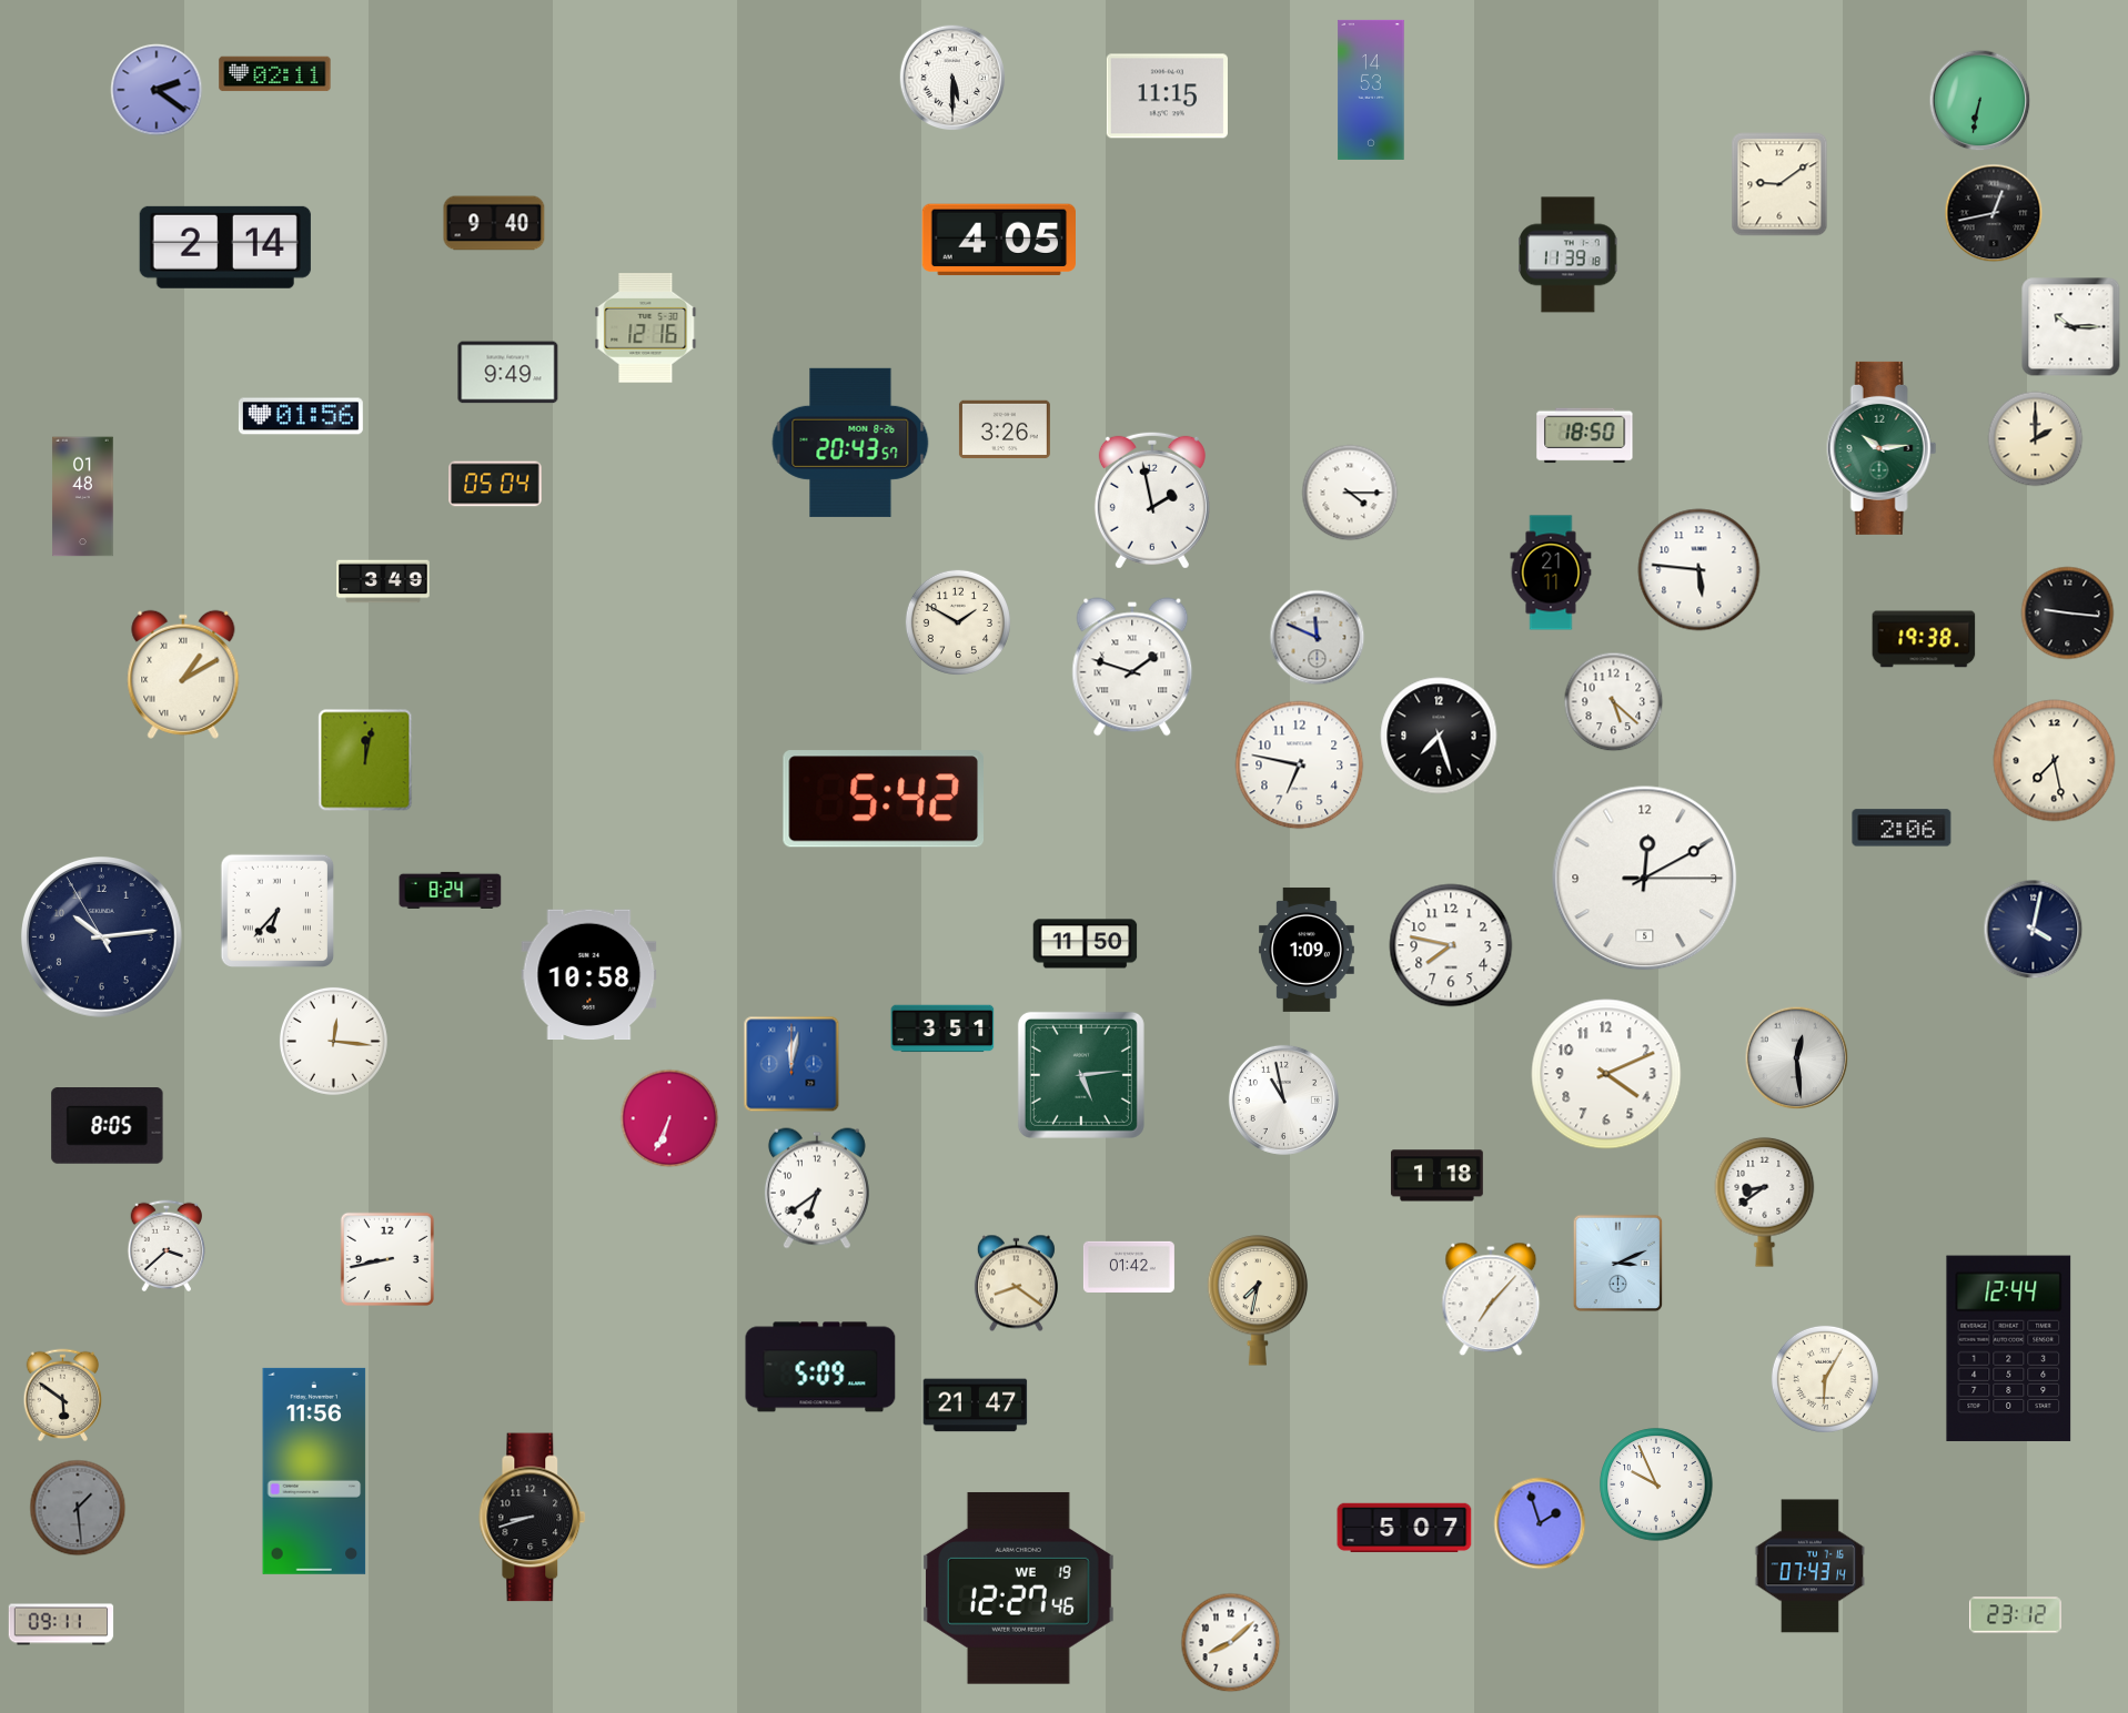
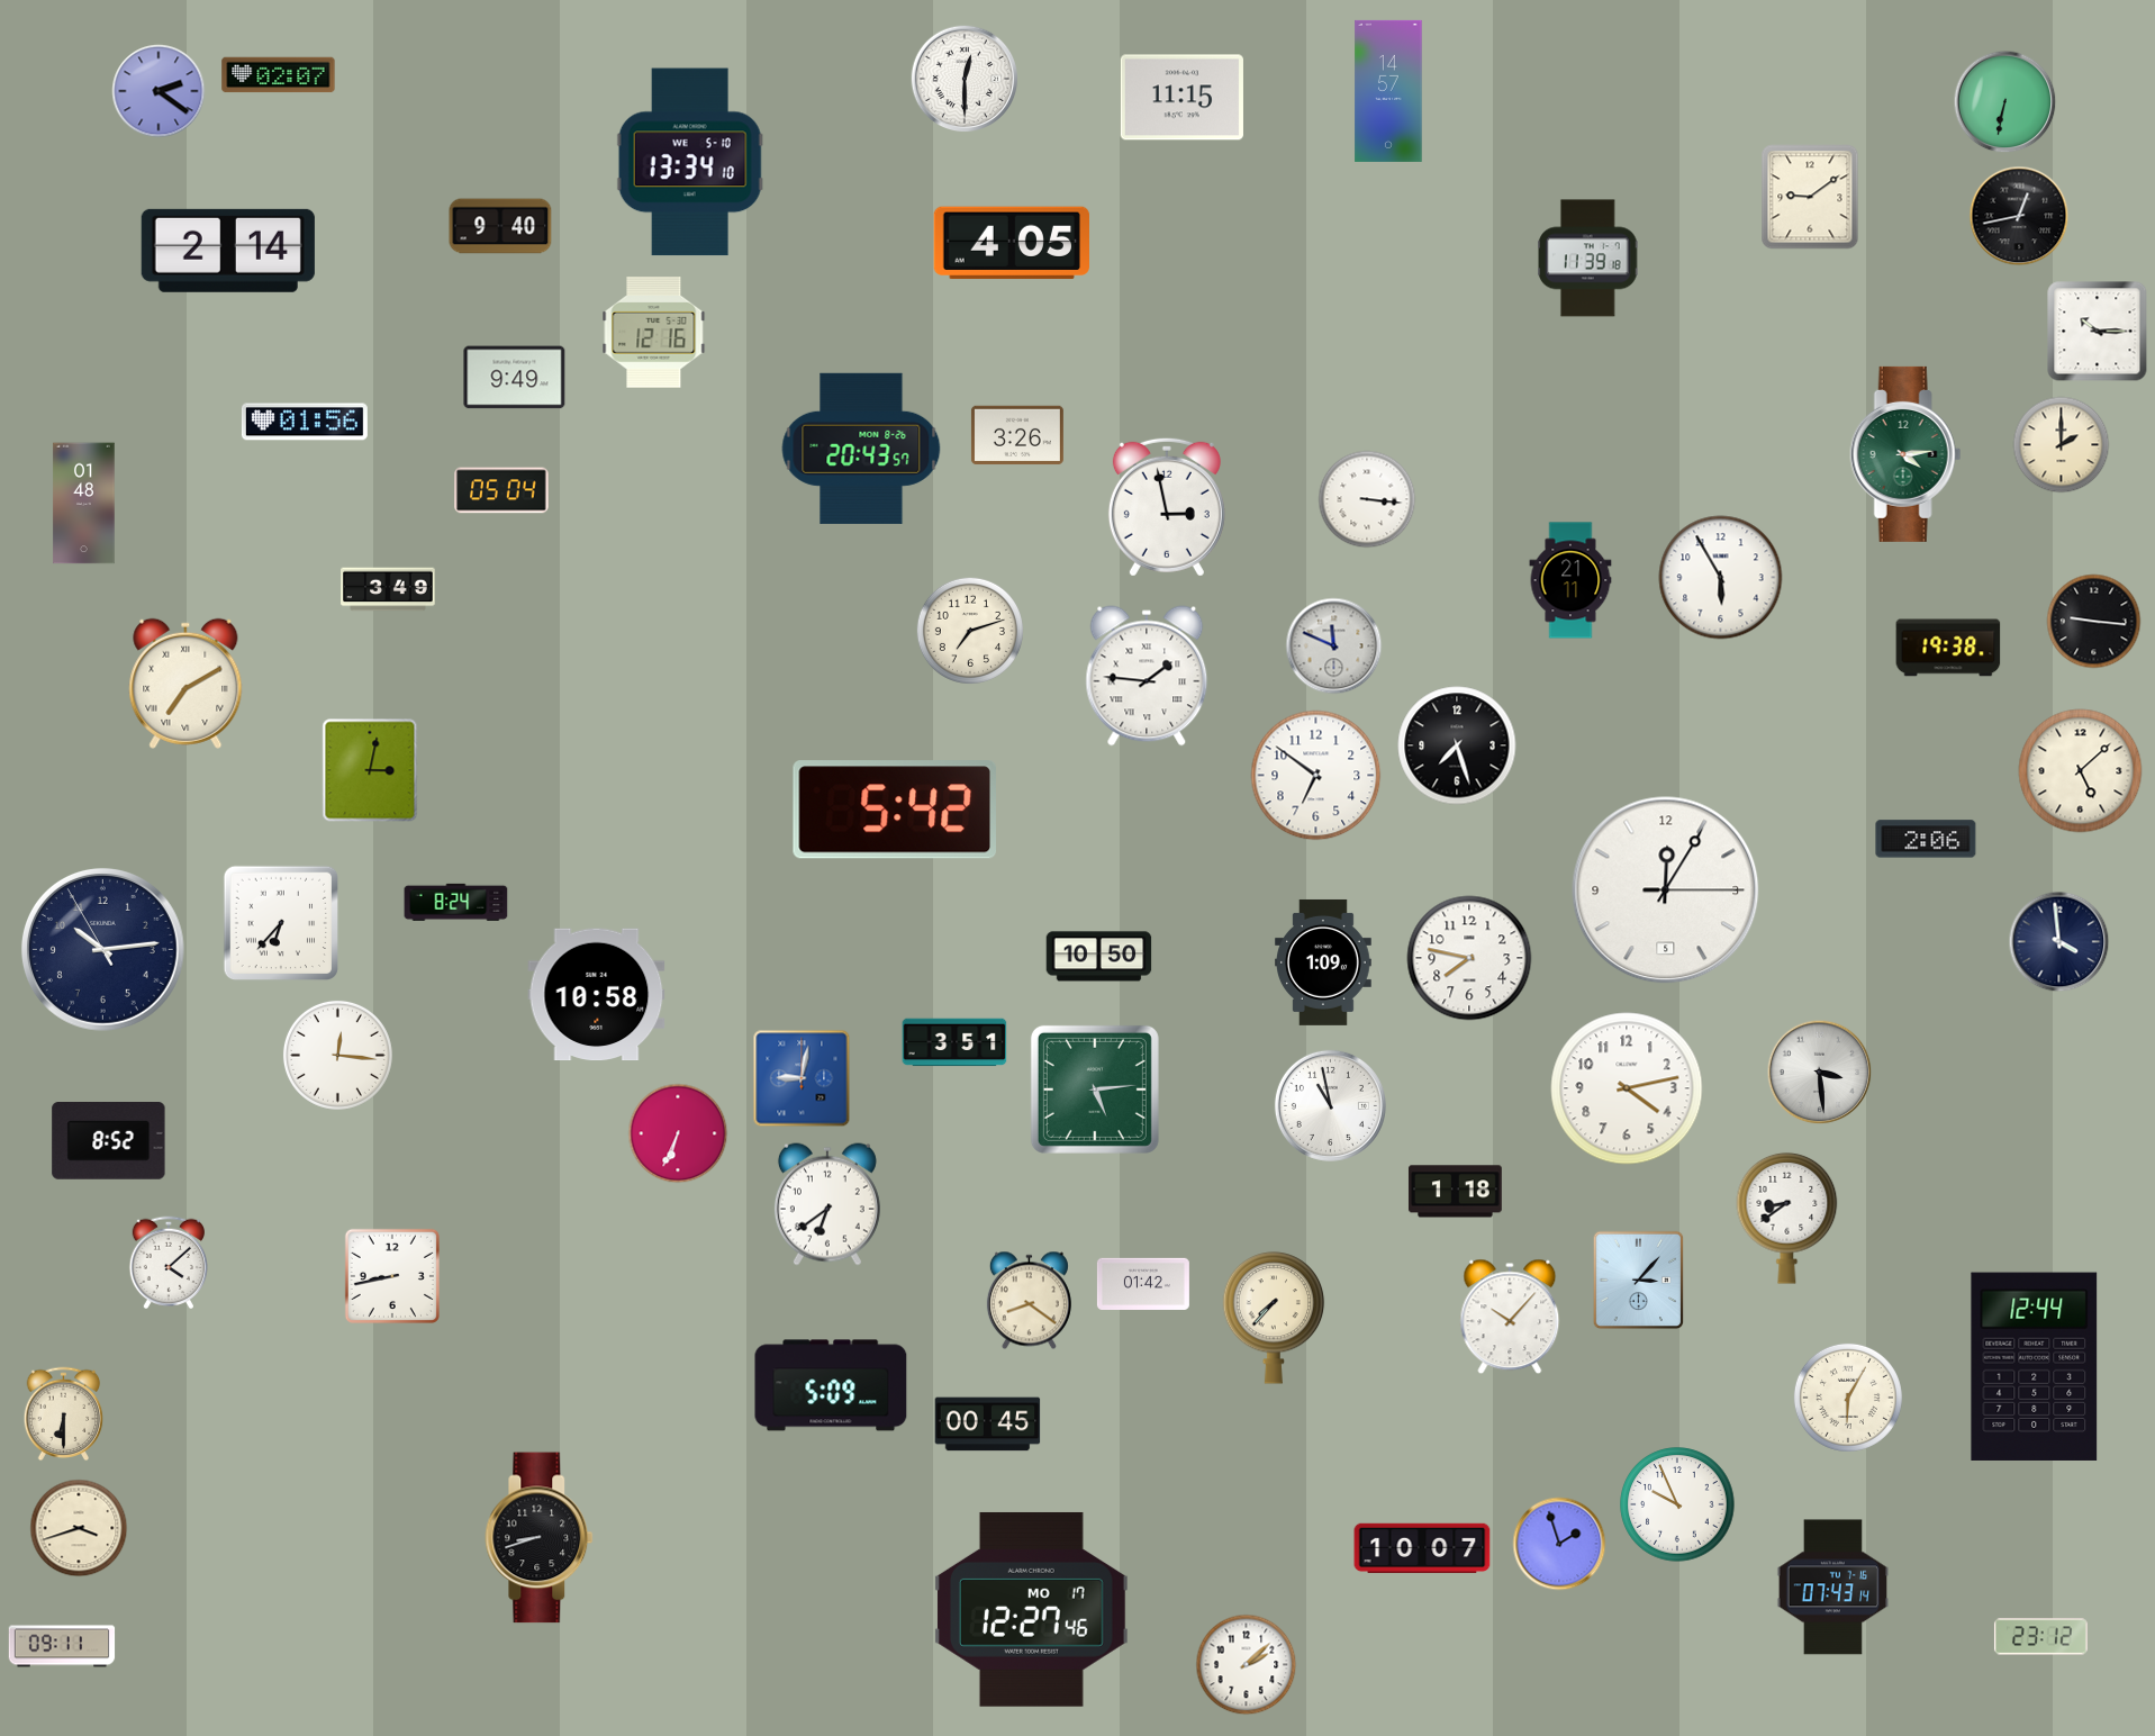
clock at (275, 74): 02:11 -> 02:07
clock at (952, 78): 5:30 -> 12:30
clock at (1371, 90): 14:53 -> 14:57
clock at (690, 162): none -> 13:34
clock at (1779, 184) position: (1779, 184) -> (1810, 197)
clock at (1585, 436): 18:50 -> none
clock at (1882, 448): 10:14 -> 4:14
clock at (1350, 493): 4:15 -> 3:16
clock at (1152, 500): 1:58 -> 2:58
clock at (1700, 570): 5:46 -> 5:55
clock at (958, 622): 1:50 -> 7:12
clock at (1132, 667): 1:48 -> 1:46
clock at (183, 675): 1:10 -> 7:10
clock at (1614, 702): 5:22 -> none
clock at (365, 760): 12:02 -> 3:02
clock at (2055, 761): 7:28 -> 5:08
clock at (1300, 766): 6:47 -> 6:51
clock at (1645, 879): 12:10 -> 12:05
clock at (2034, 930): 4:02 -> 3:59
clock at (1086, 944): 11:50 -> 10:50
clock at (589, 975) position: (589, 975) -> (597, 995)
clock at (1797, 1058): 12:29 -> 3:29
clock at (791, 1064): 12:02 -> 9:02
clock at (1606, 1074): 4:11 -> 4:13
clock at (1283, 1099) position: (1283, 1099) -> (1330, 1105)
clock at (108, 1126): 8:05 -> 8:52
clock at (167, 1245): 3:38 -> 4:08
clock at (1618, 1264): 3:11 -> 3:07
clock at (1491, 1299): 7:07 -> 10:07
clock at (1258, 1300): 7:32 -> 7:37
clock at (63, 1396): 5:51 -> 6:30
clock at (976, 1406): 21:47 -> 00:45
clock at (314, 1471): 11:56 -> none
clock at (78, 1508): 1:29 -> 3:42
clock at (78, 1508) dial: grey -> cream
clock at (1404, 1528): 5:07 -> 10:07
clock at (1018, 1588) date: WE 19 -> MO 17
clock at (1231, 1643): 8:08 -> 2:08
